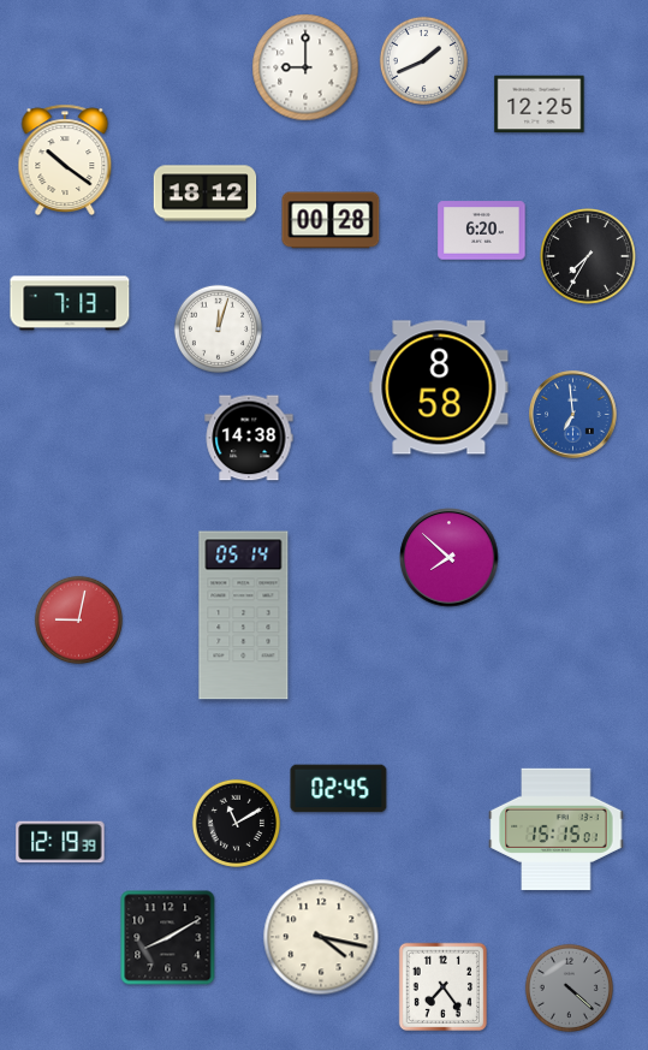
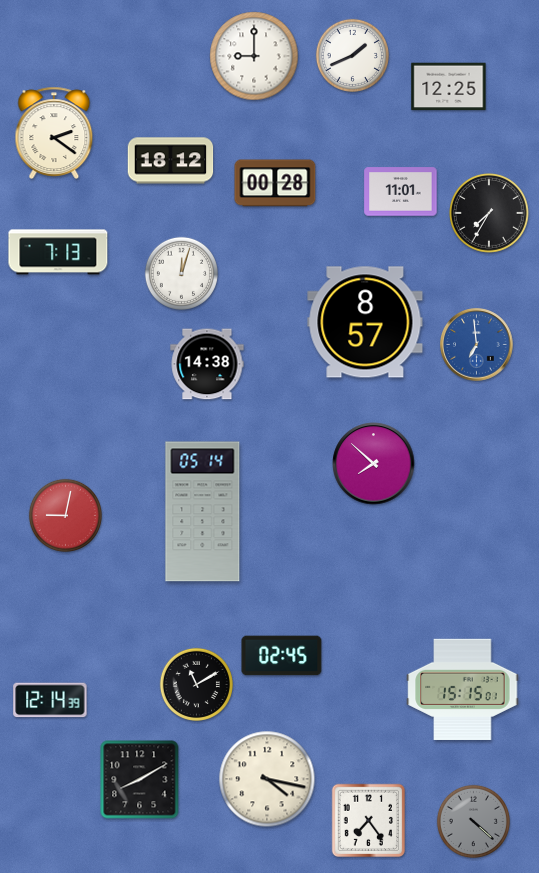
clock at (423, 60) position: (423, 60) -> (352, 55)
clock at (65, 159): 10:21 -> 2:21
clock at (482, 231): 6:20 -> 11:01
clock at (439, 387): 8:58 -> 8:57
clock at (60, 842): 12:19 -> 12:14
